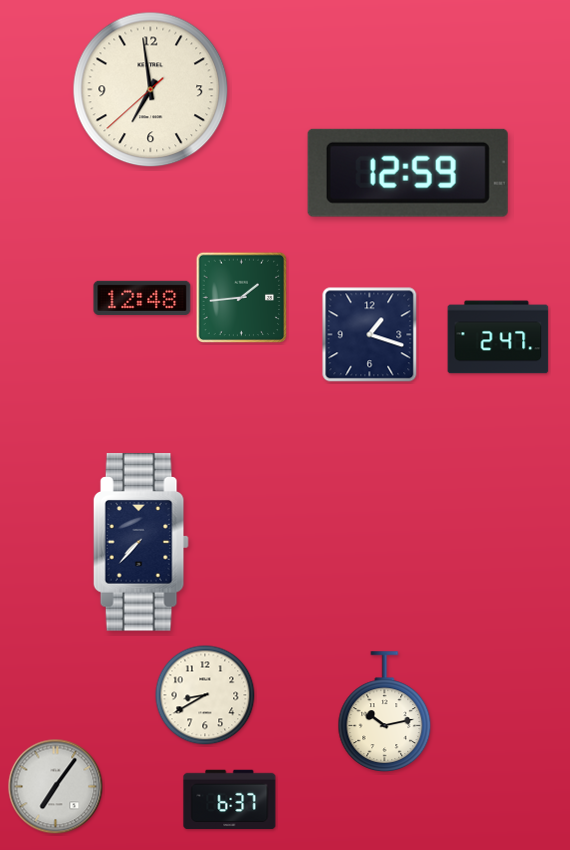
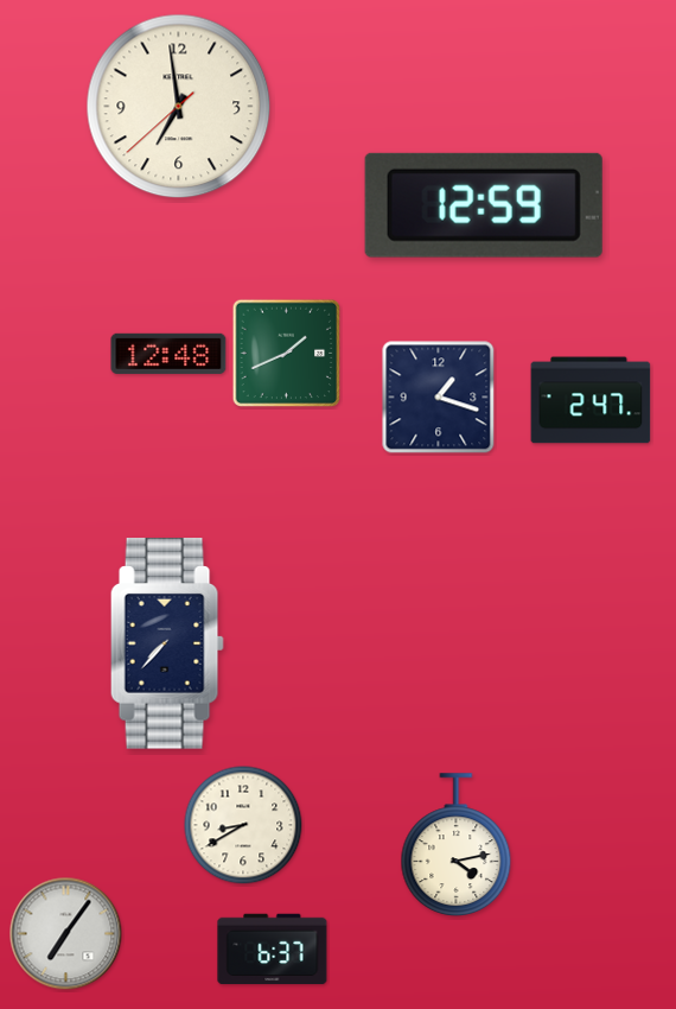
clock at (242, 298): 1:44 -> 1:41
clock at (385, 711): 10:13 -> 4:13
